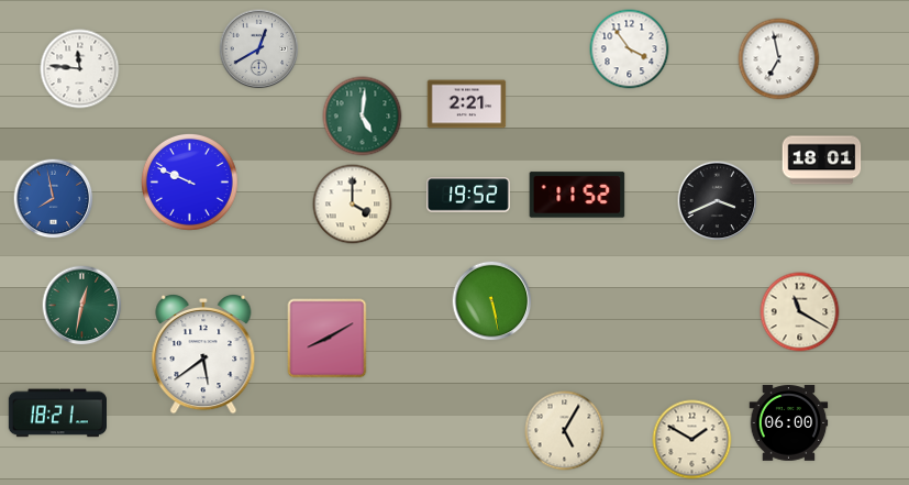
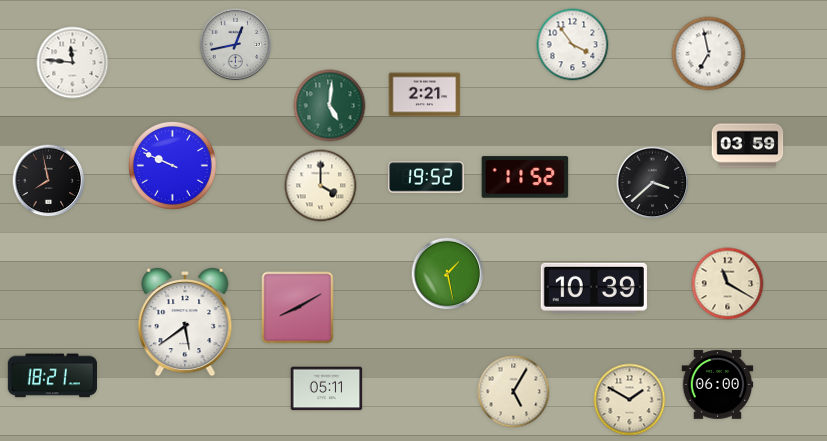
clock at (259, 49): 12:40 -> 12:43
clock at (822, 161): 18:01 -> 03:59
clock at (54, 199) dial: blue -> black
clock at (718, 201): 3:41 -> 3:38
clock at (492, 301): 5:28 -> 1:28
clock at (82, 306): 12:32 -> none
clock at (594, 288): none -> 10:39
clock at (327, 389): none -> 05:11
